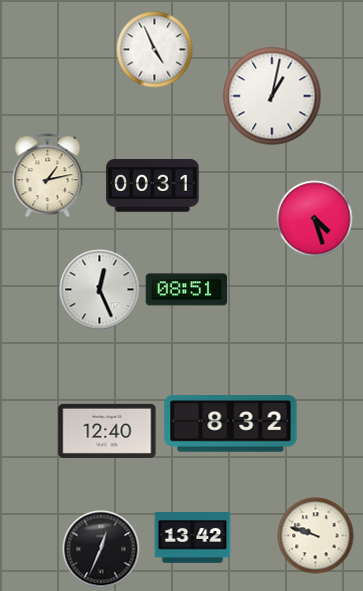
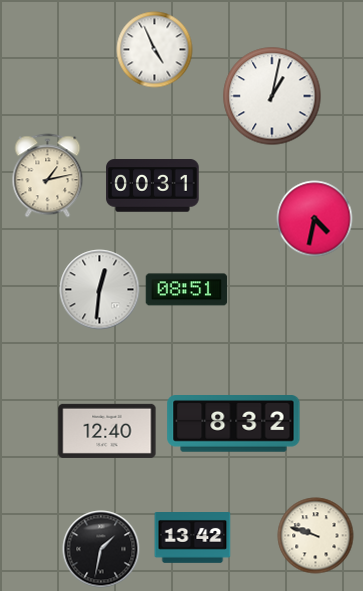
clock at (315, 219): 4:27 -> 4:32
clock at (100, 290): 12:26 -> 12:31
clock at (231, 424) position: (231, 424) -> (234, 424)
clock at (101, 549): 12:34 -> 1:32
